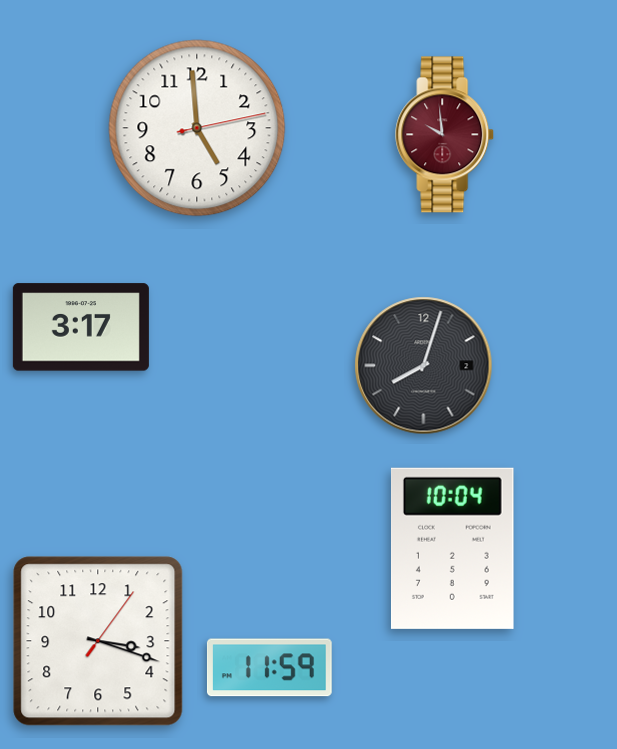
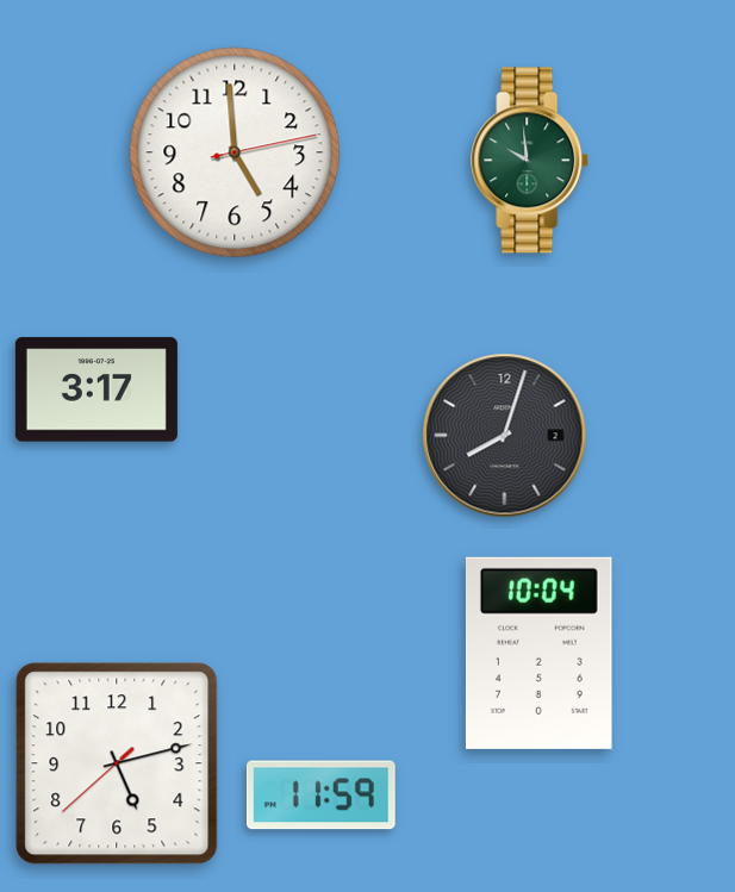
clock at (445, 135) dial: burgundy -> green
clock at (98, 641): 3:18 -> 5:12
